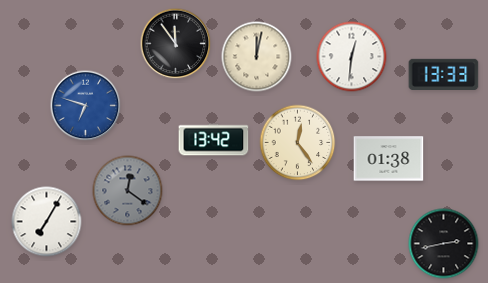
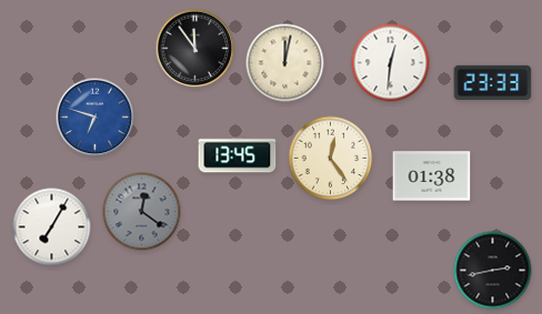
clock at (444, 74): 13:33 -> 23:33
clock at (214, 140): 13:42 -> 13:45
clock at (47, 222) position: (47, 222) -> (52, 227)
